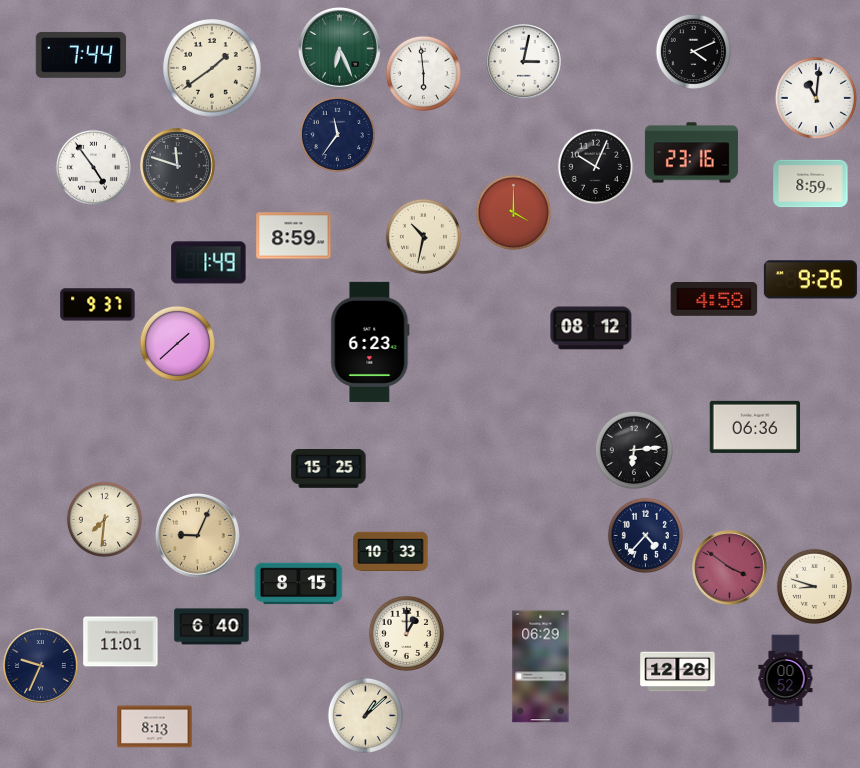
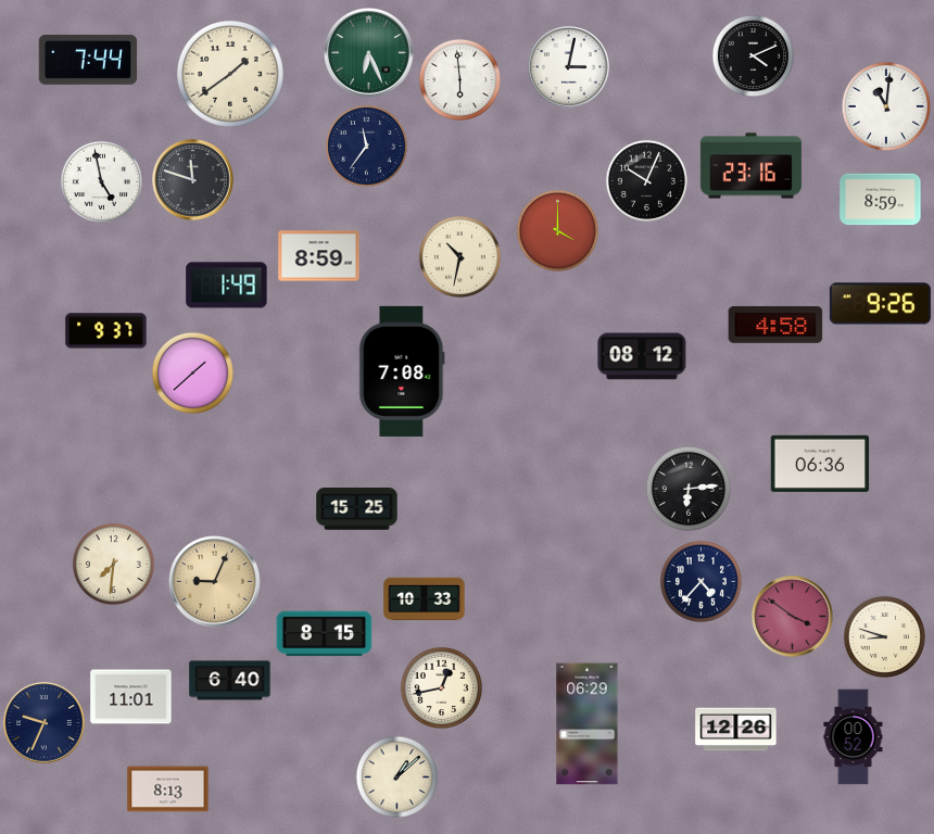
clock at (93, 167): 4:54 -> 4:58
clock at (370, 342): 6:23 -> 7:08
clock at (406, 633): 1:00 -> 12:43
